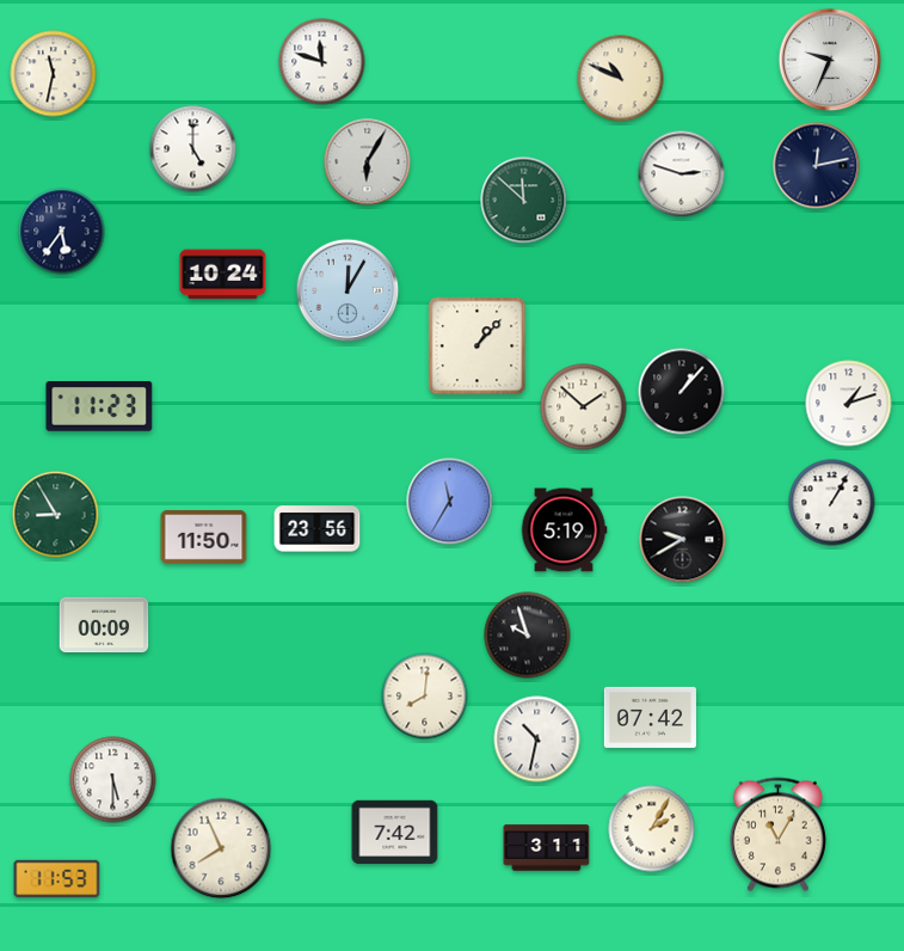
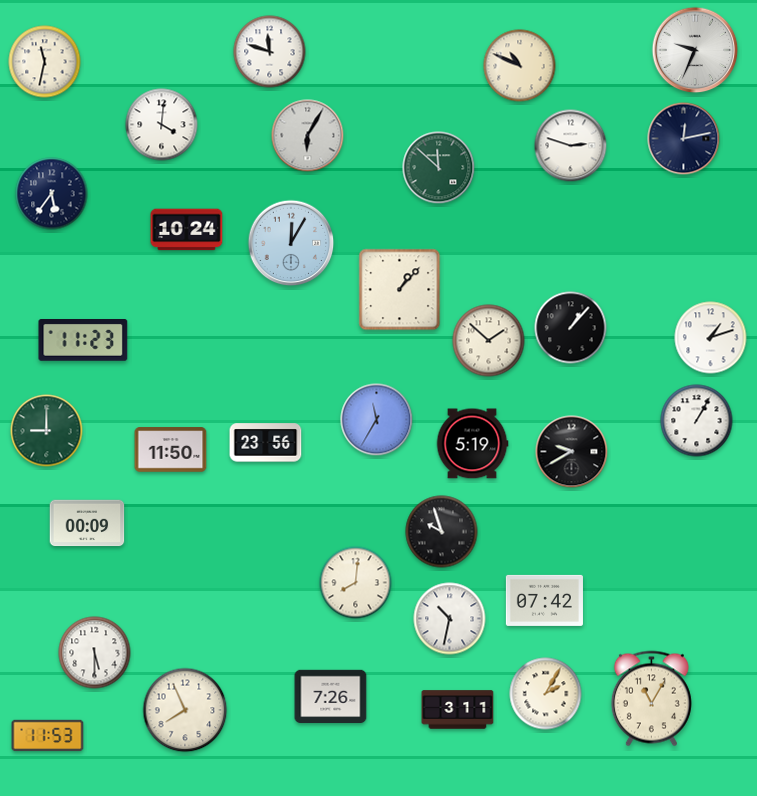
clock at (193, 149): 5:00 -> 4:01
clock at (56, 515): 8:55 -> 9:00
clock at (395, 833): 7:42 -> 7:26
